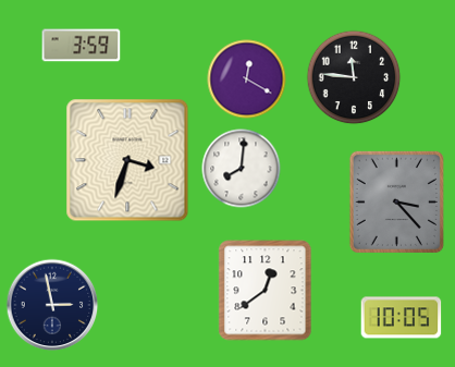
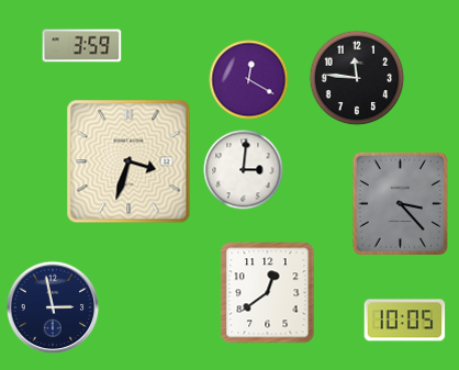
clock at (242, 169): 8:01 -> 3:01
